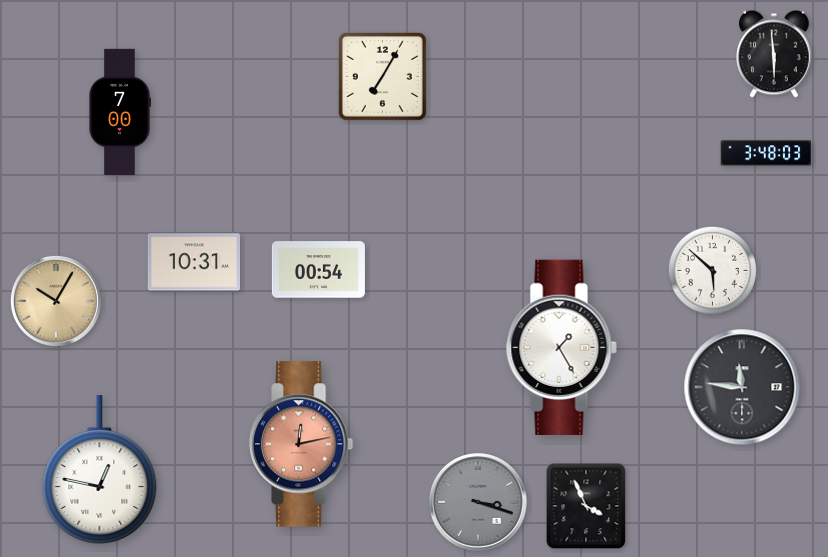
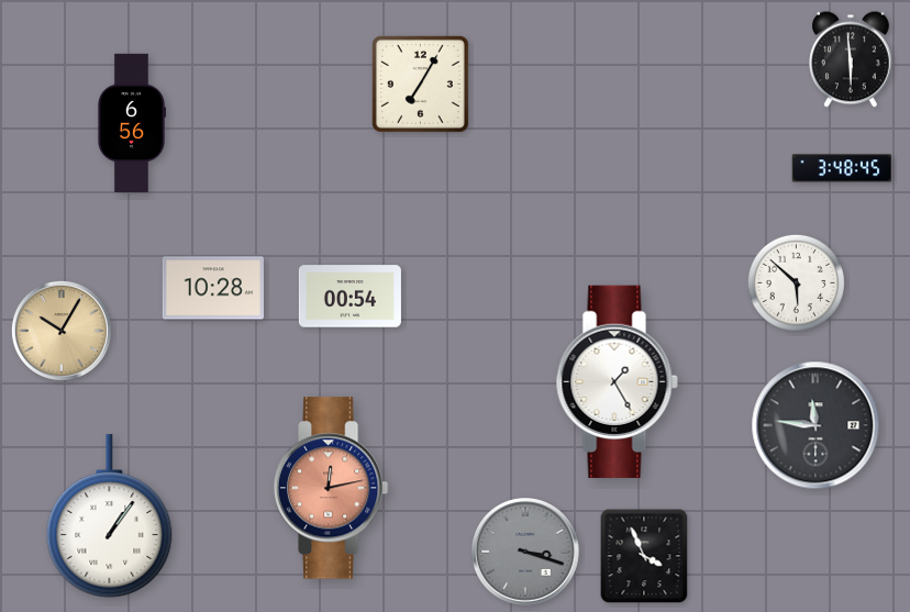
clock at (120, 112): 7:00 -> 6:56
clock at (766, 153): 3:48:03 -> 3:48:45
clock at (194, 262): 10:31 -> 10:28
clock at (712, 270) position: (712, 270) -> (796, 282)
clock at (100, 470): 12:47 -> 1:06
